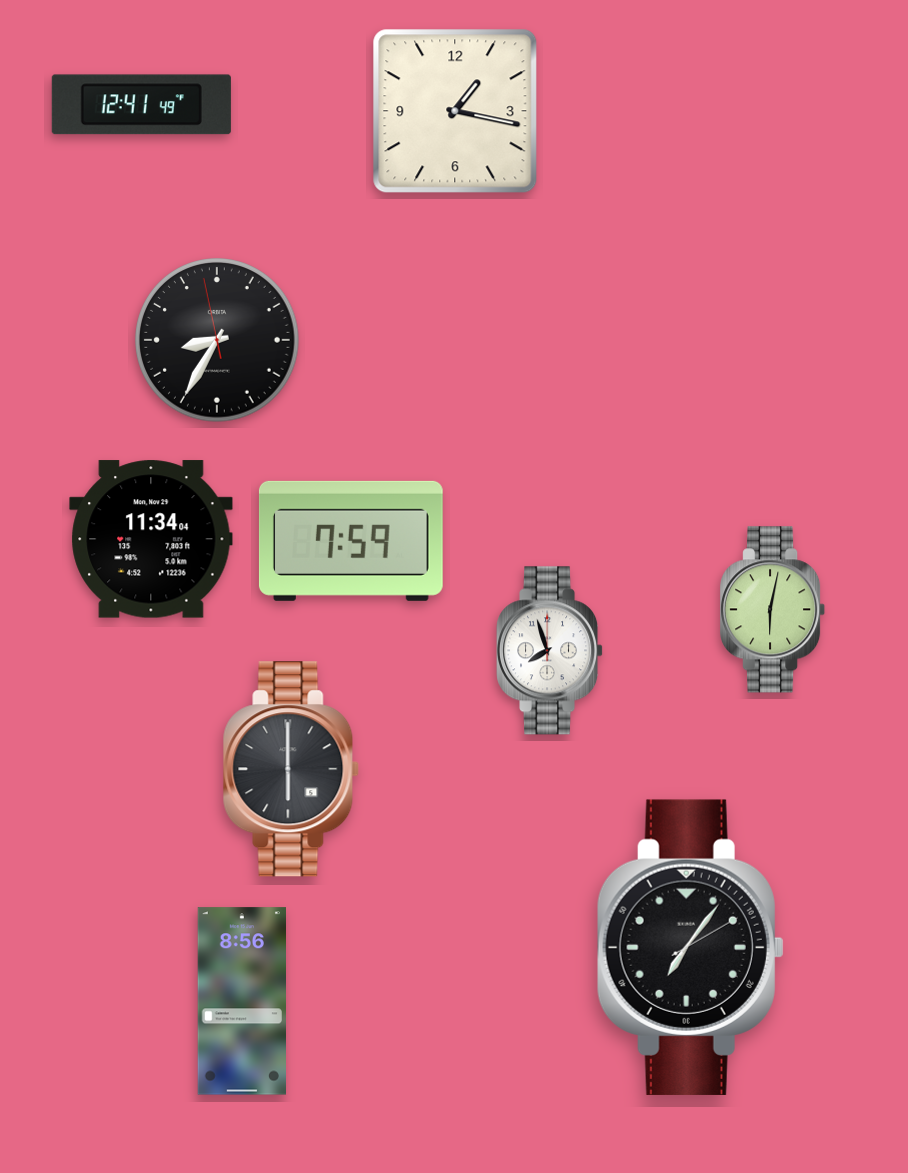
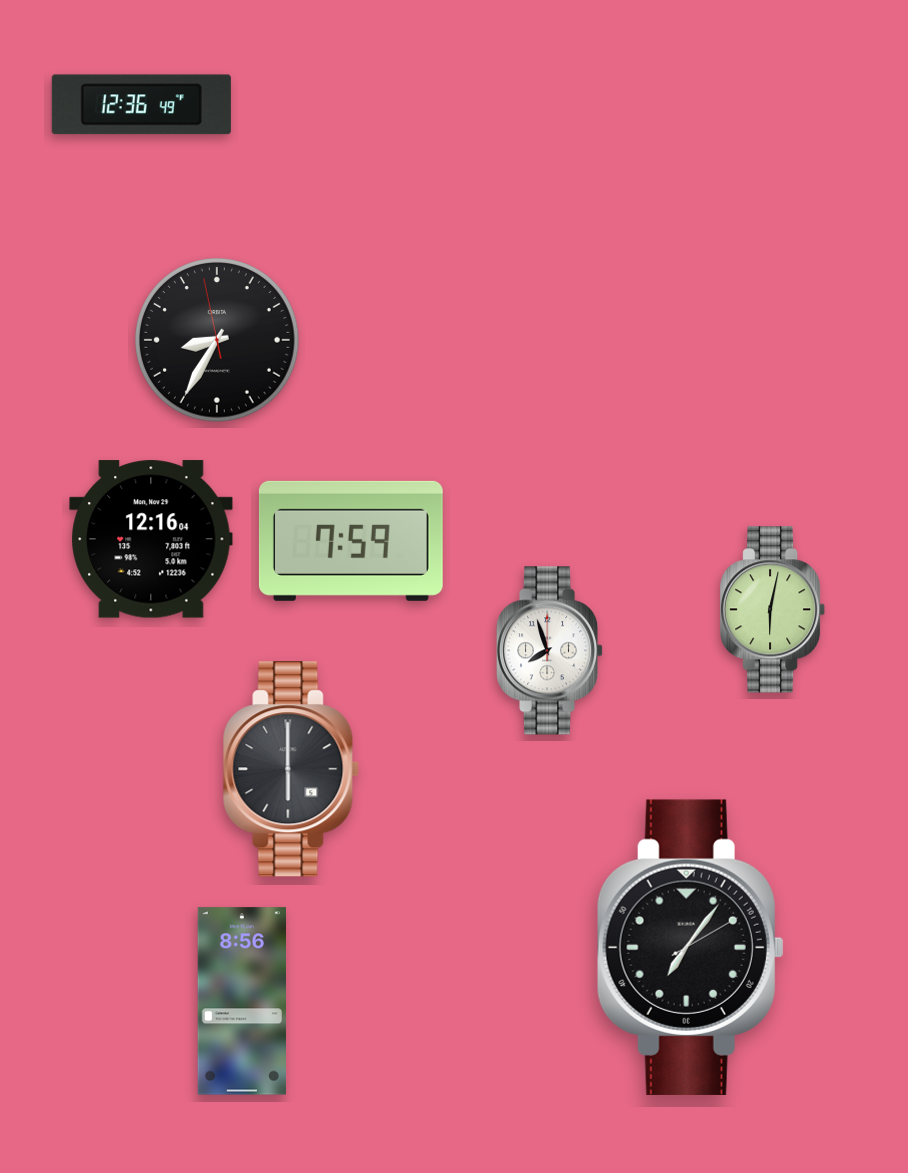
clock at (141, 105): 12:41 -> 12:36
clock at (455, 111): 1:17 -> none
clock at (151, 539): 11:34 -> 12:16
